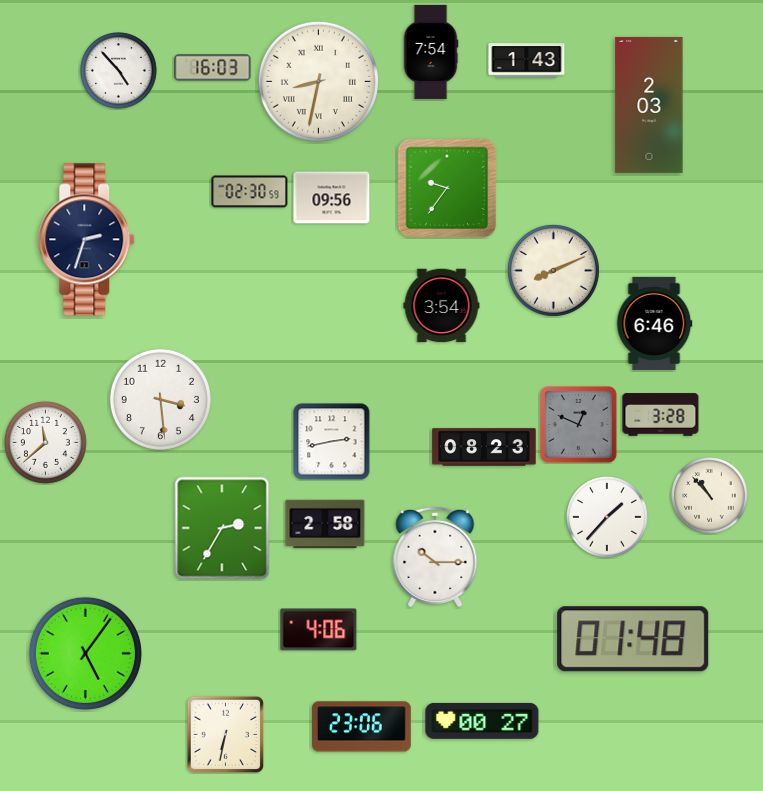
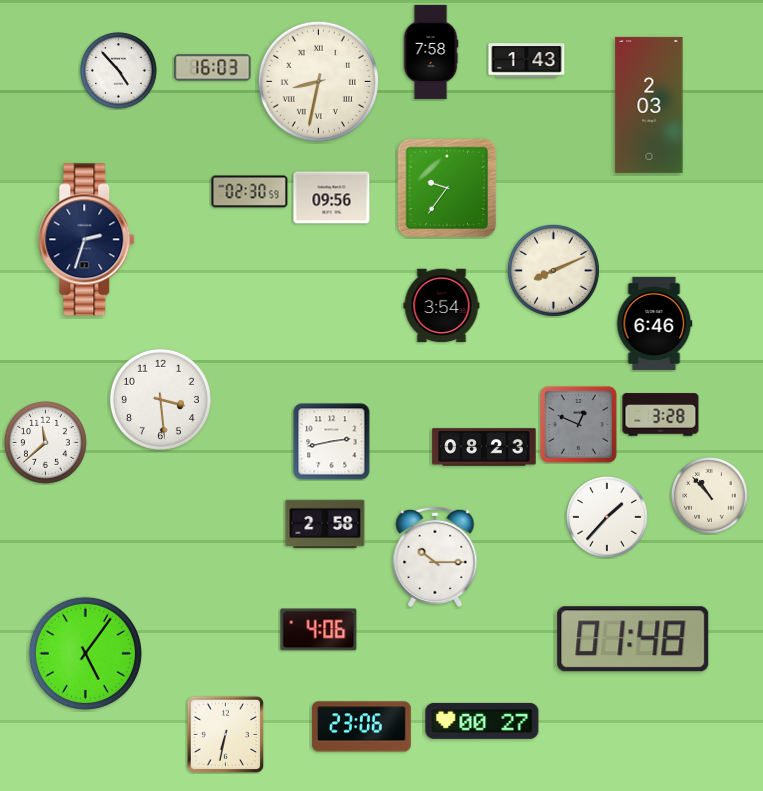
clock at (431, 52): 7:54 -> 7:58
clock at (222, 528): 2:35 -> none
